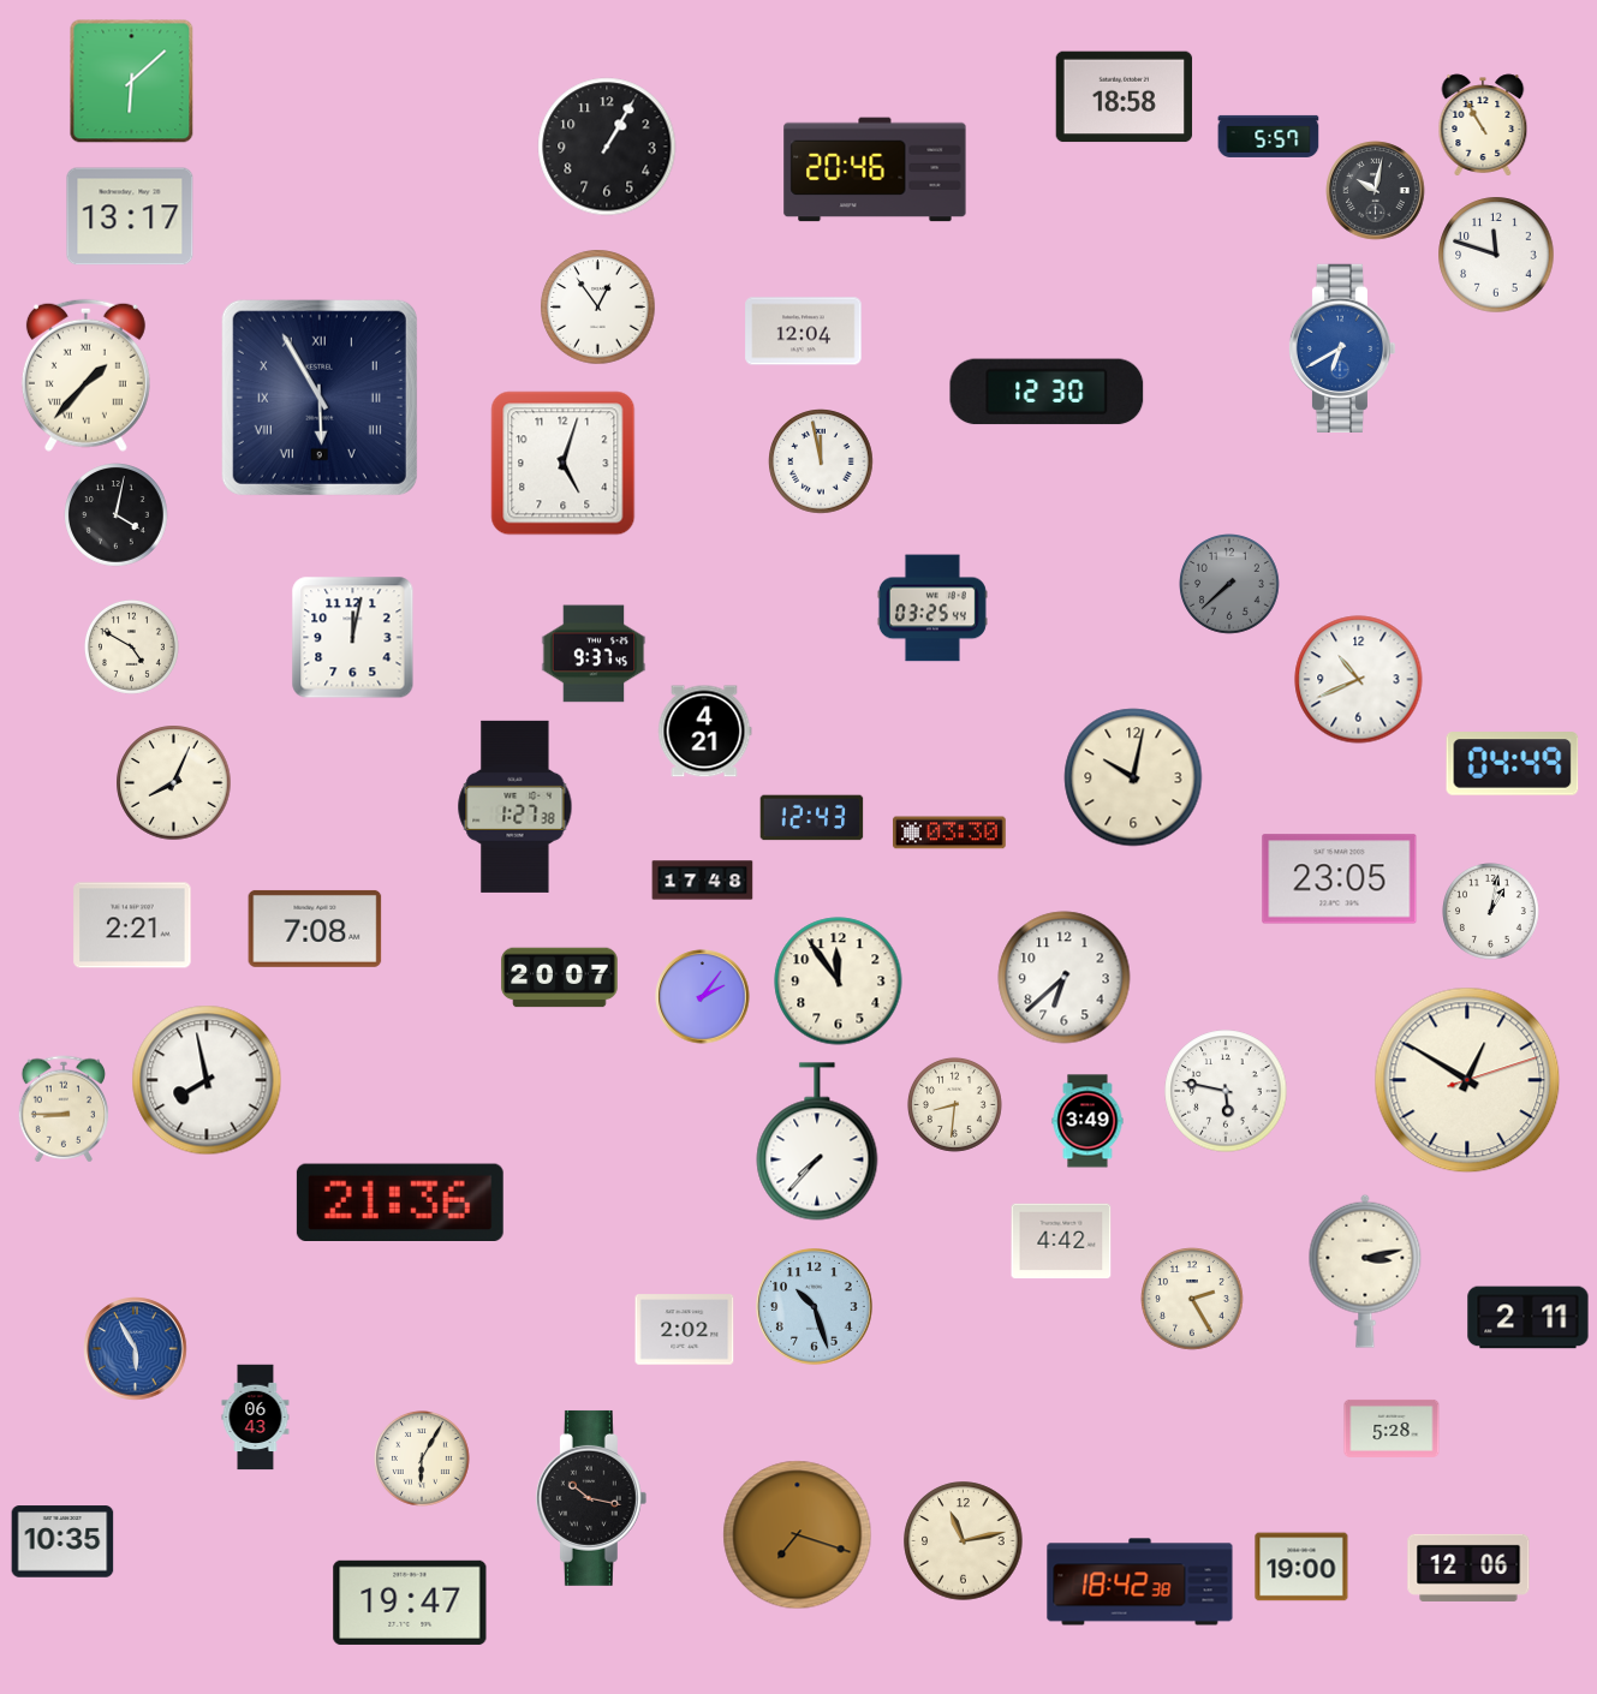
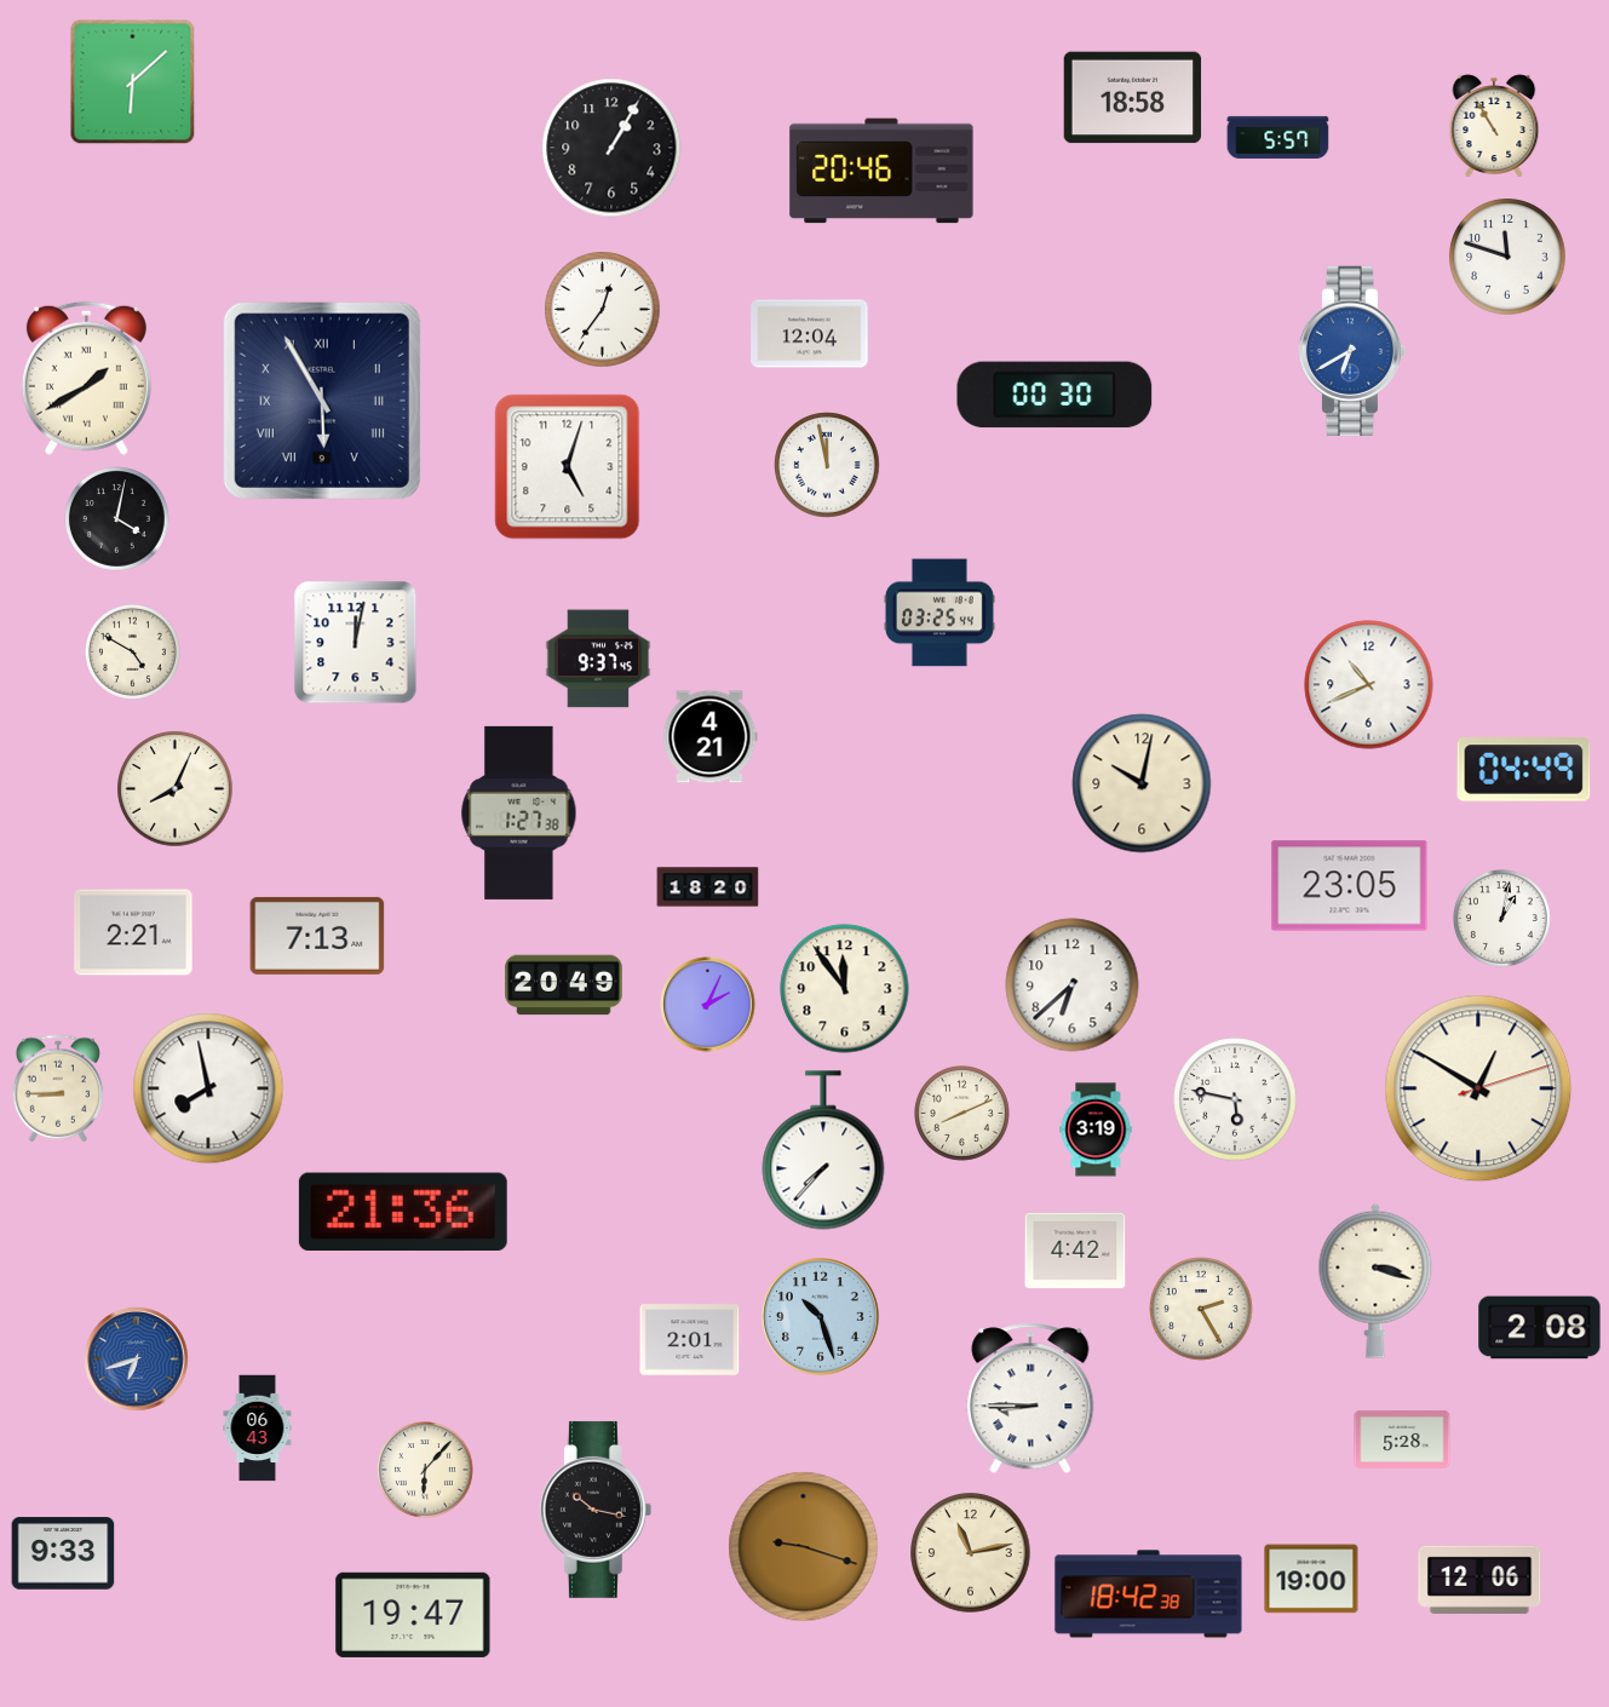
clock at (1376, 191): 10:02 -> none
clock at (130, 216): 13:17 -> none
clock at (598, 308): 12:54 -> 12:36
clock at (85, 375): 1:37 -> 1:40
clock at (1047, 392): 12:30 -> 00:30
clock at (1230, 585): 7:38 -> none
clock at (812, 818): 12:43 -> none
clock at (949, 833): 03:30 -> none
clock at (703, 881): 17:48 -> 18:20
clock at (315, 929): 7:08 -> 7:13
clock at (560, 978): 20:07 -> 20:49
clock at (703, 997): 2:06 -> 2:04
clock at (954, 1104): 8:31 -> 8:11
clock at (64, 1109) position: (64, 1109) -> (58, 1088)
clock at (1087, 1121): 3:49 -> 3:19
clock at (1061, 1241) position: (1061, 1241) -> (1075, 1251)
clock at (1365, 1271): 3:13 -> 3:18
clock at (1529, 1318): 2:11 -> 2:08
clock at (685, 1330): 2:02 -> 2:01
clock at (136, 1349): 5:55 -> 6:42
clock at (1030, 1398): none -> 8:45
clock at (423, 1460): 6:05 -> 6:07
clock at (798, 1535): 7:18 -> 9:18
clock at (62, 1541): 10:35 -> 9:33
